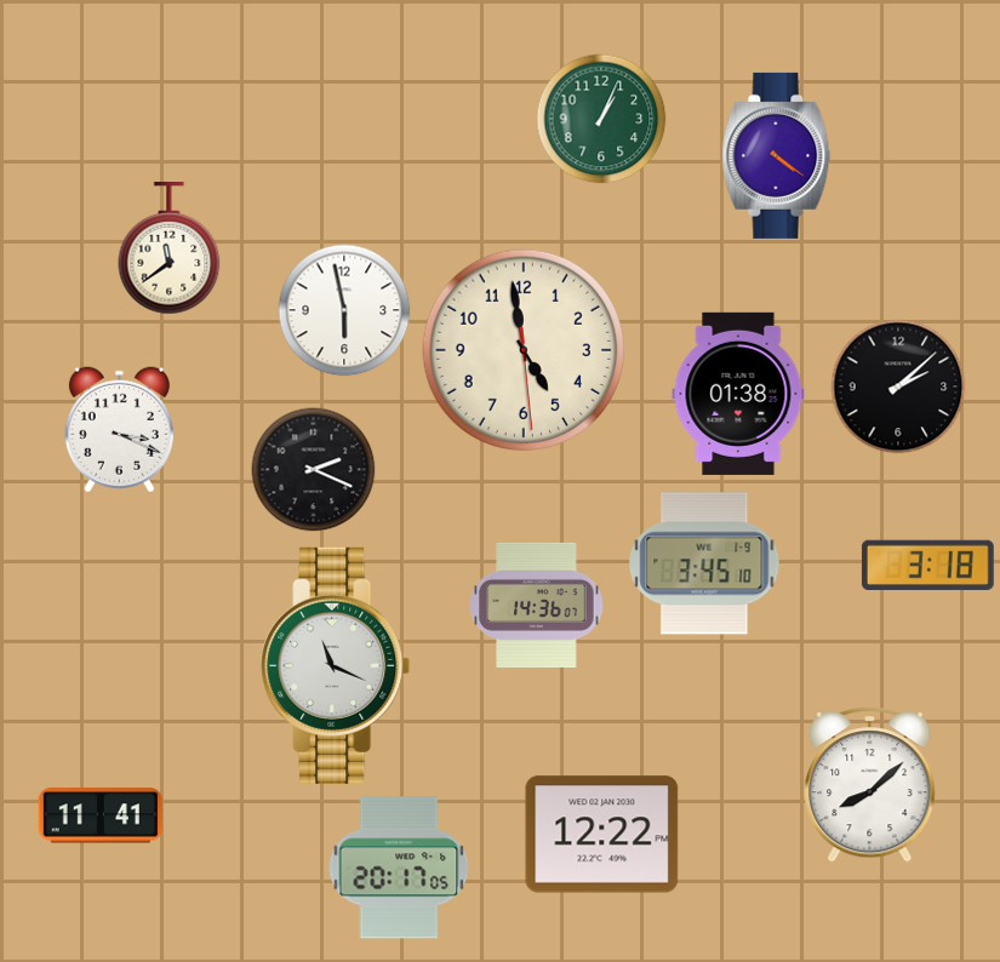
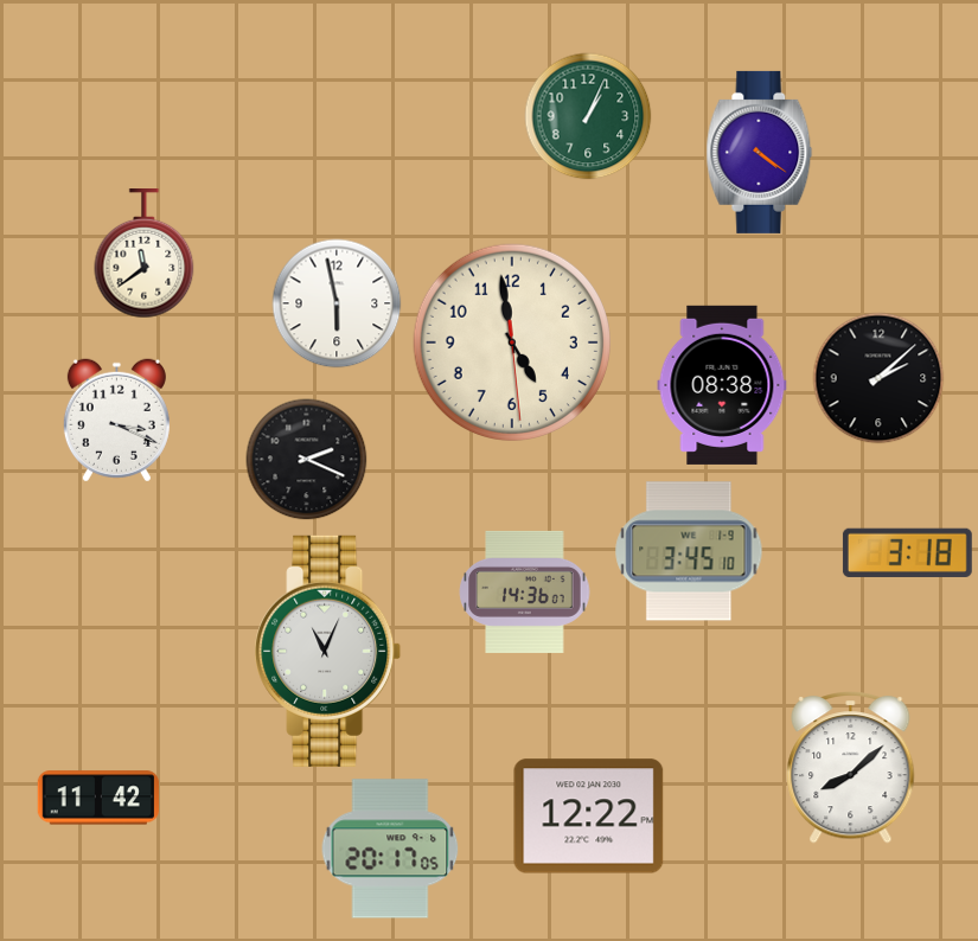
clock at (170, 250) position: (170, 250) -> (145, 255)
clock at (738, 394): 01:38 -> 08:38
clock at (336, 665): 11:19 -> 11:04
clock at (101, 815): 11:41 -> 11:42
